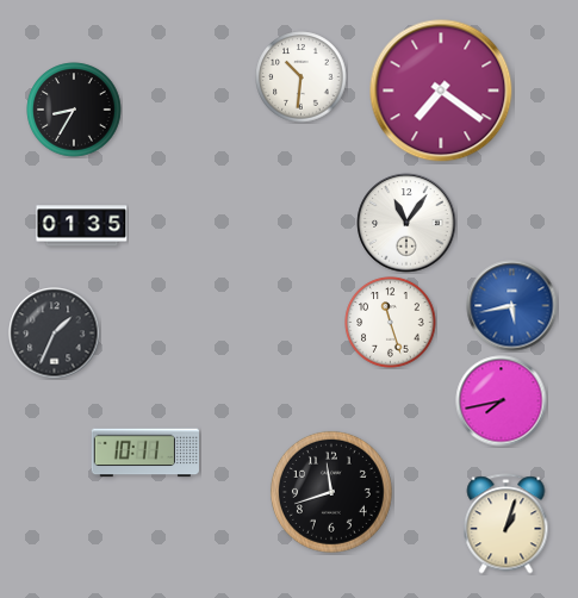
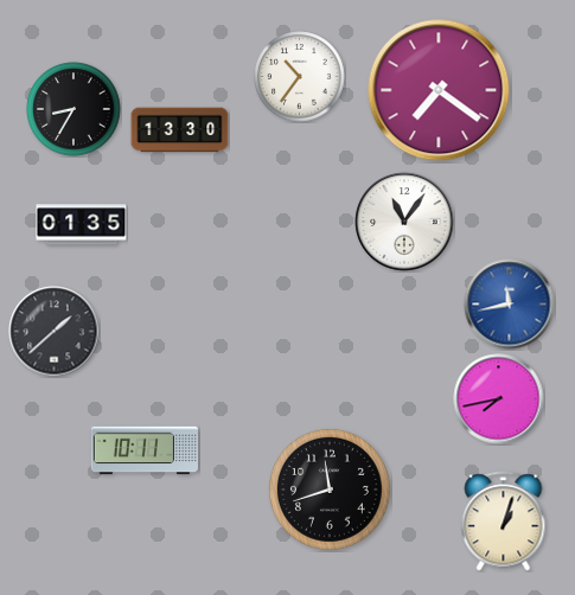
clock at (302, 77): 10:31 -> 10:36
clock at (180, 130): none -> 13:30
clock at (512, 306): 5:43 -> 11:43
clock at (391, 323): 11:27 -> none
clock at (55, 334): 1:34 -> 1:38
